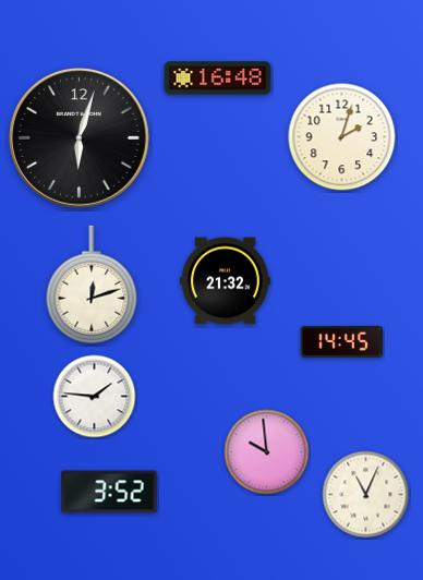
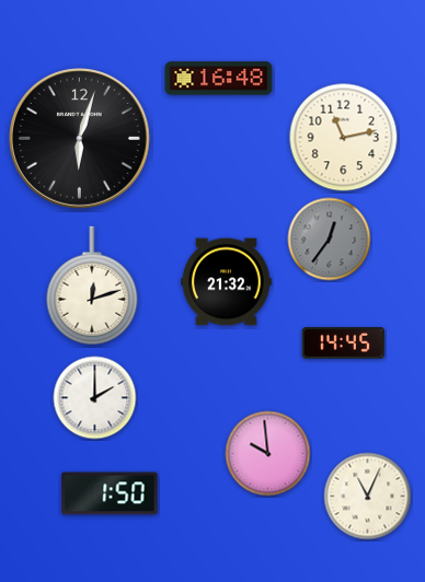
clock at (342, 137): 2:03 -> 11:13
clock at (330, 240): none -> 12:36
clock at (95, 397): 1:46 -> 2:00
clock at (109, 492): 3:52 -> 1:50
